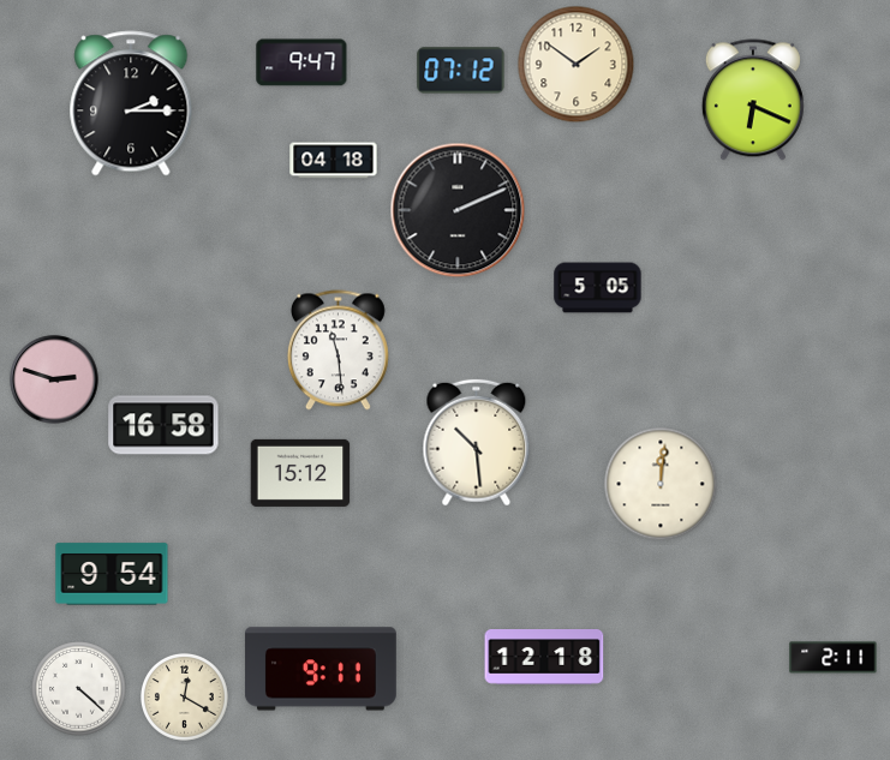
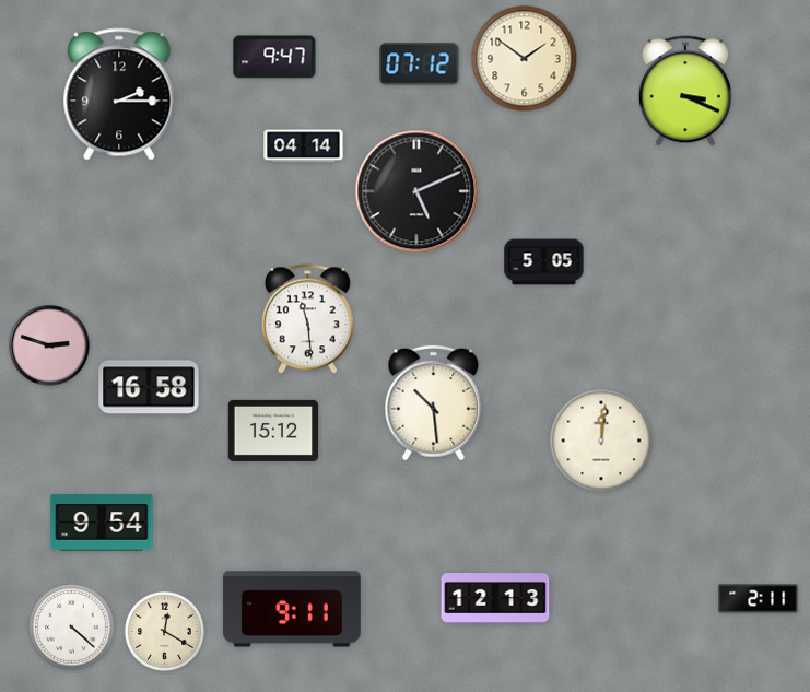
clock at (753, 100): 6:19 -> 3:19
clock at (334, 161): 04:18 -> 04:14
clock at (458, 210): 2:11 -> 5:11
clock at (544, 658): 12:18 -> 12:13
clock at (184, 696) position: (184, 696) -> (164, 631)
